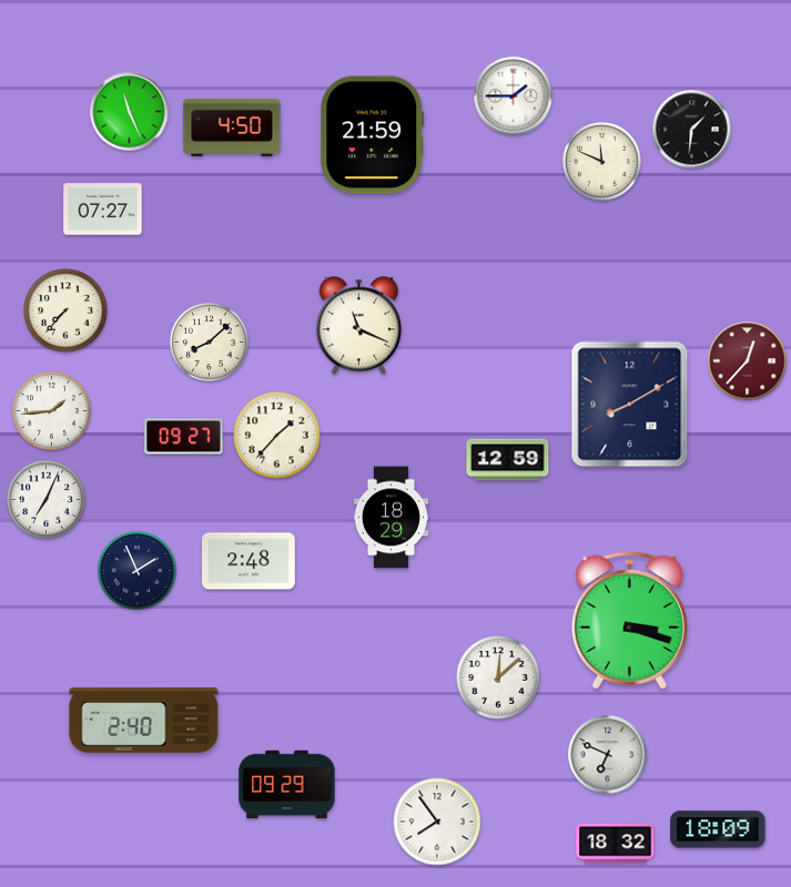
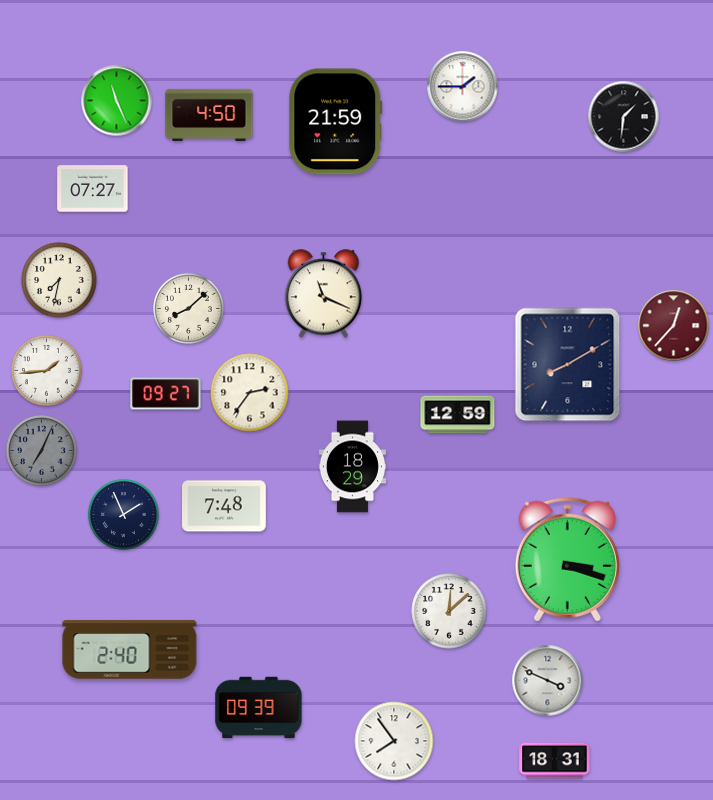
clock at (601, 161): 11:49 -> none
clock at (65, 310): 7:37 -> 7:32
clock at (277, 436): 1:37 -> 2:36
clock at (45, 499) dial: white -> grey
clock at (249, 561): 2:48 -> 7:48
clock at (608, 755): 6:49 -> 3:49
clock at (287, 785): 09:29 -> 09:39
clock at (718, 829): 18:09 -> none
clock at (616, 844): 18:32 -> 18:31
